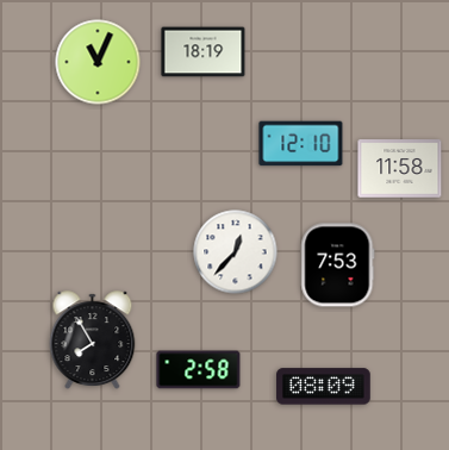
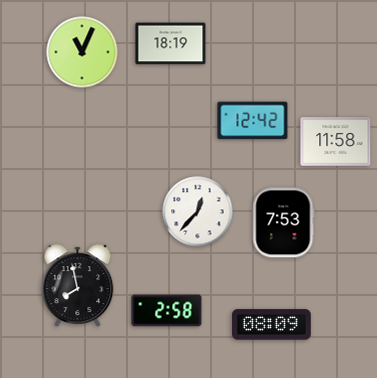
clock at (301, 144): 12:10 -> 12:42
clock at (93, 339): 7:55 -> 7:58
